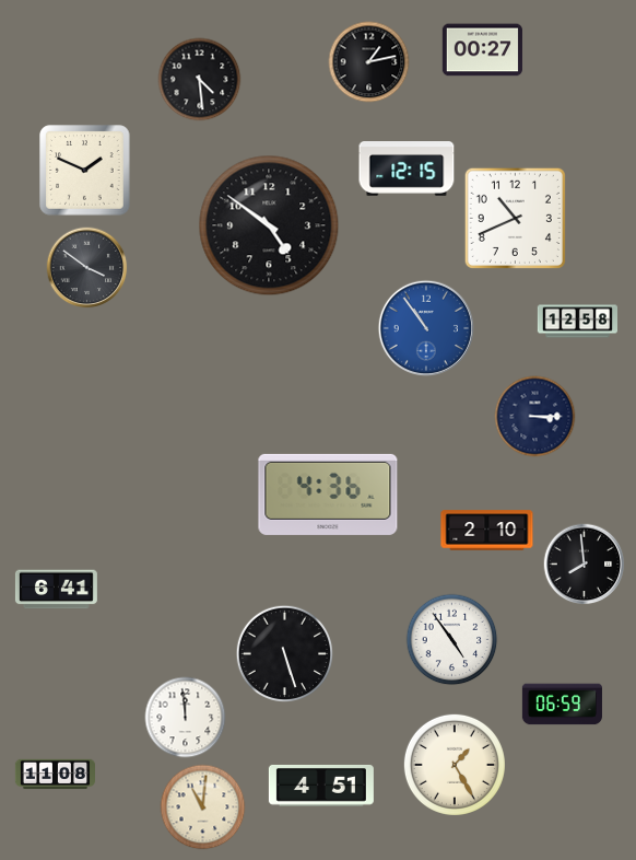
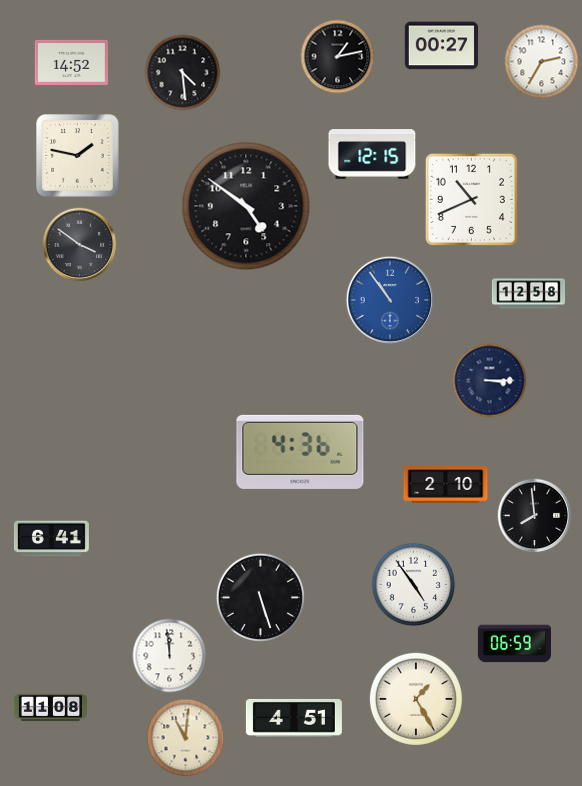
clock at (71, 62): none -> 14:52
clock at (542, 62): none -> 2:35
clock at (85, 171): 1:49 -> 1:47
